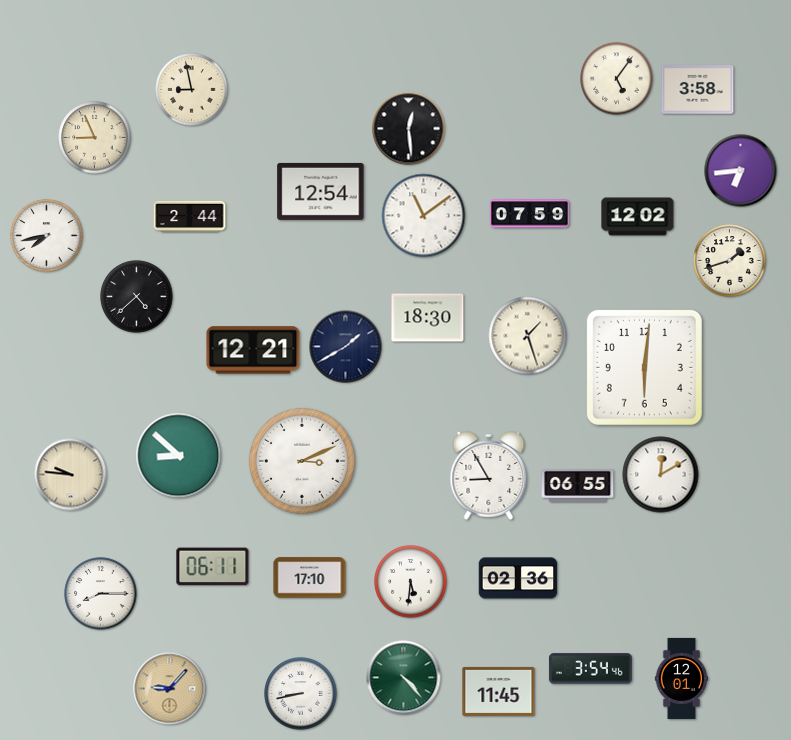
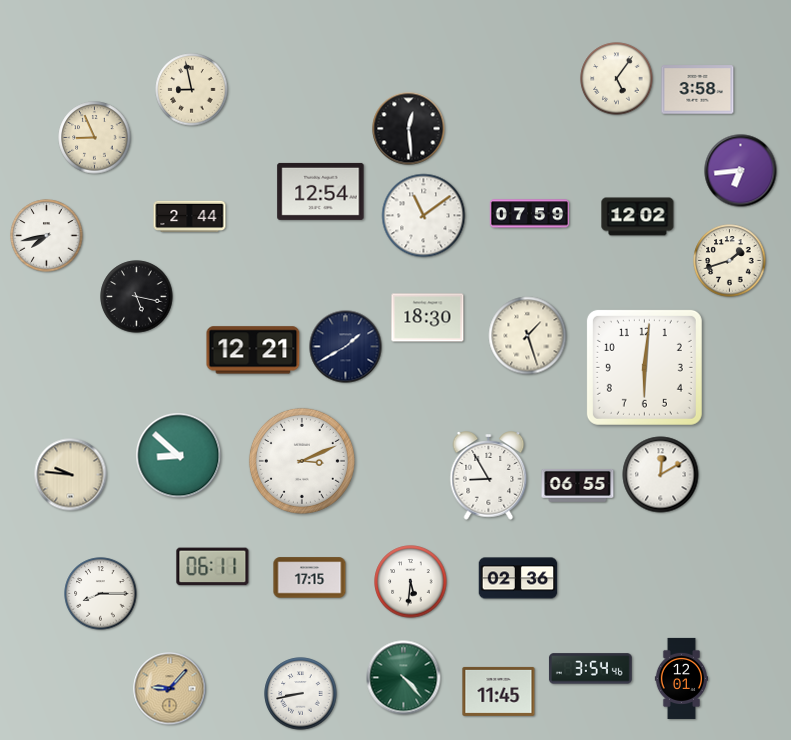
clock at (137, 297): 4:38 -> 5:17
clock at (310, 578): 17:10 -> 17:15
